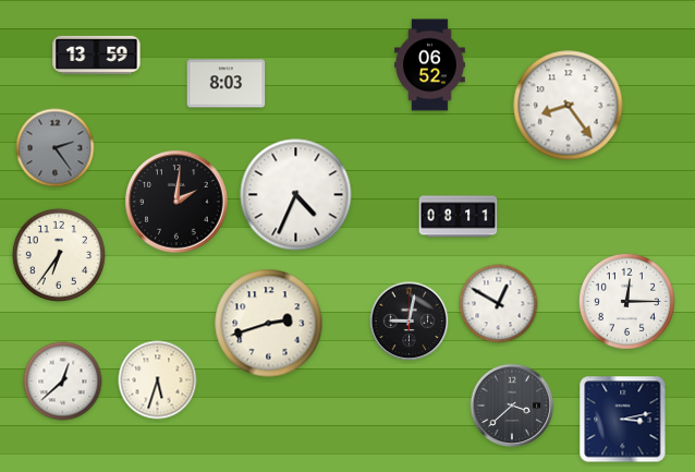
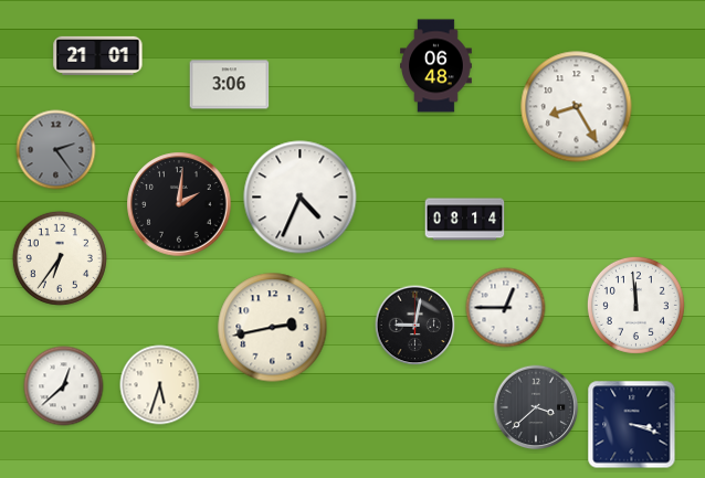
clock at (97, 55): 13:59 -> 21:01
clock at (430, 65): 06:52 -> 06:48
clock at (227, 84): 8:03 -> 3:06
clock at (569, 106): 8:24 -> 8:25
clock at (459, 217): 08:11 -> 08:14
clock at (626, 301): 12:15 -> 11:59
clock at (499, 304): 12:50 -> 12:45
clock at (269, 324): 2:42 -> 2:43
clock at (512, 406) position: (512, 406) -> (536, 407)
clock at (623, 420): 3:13 -> 3:18
